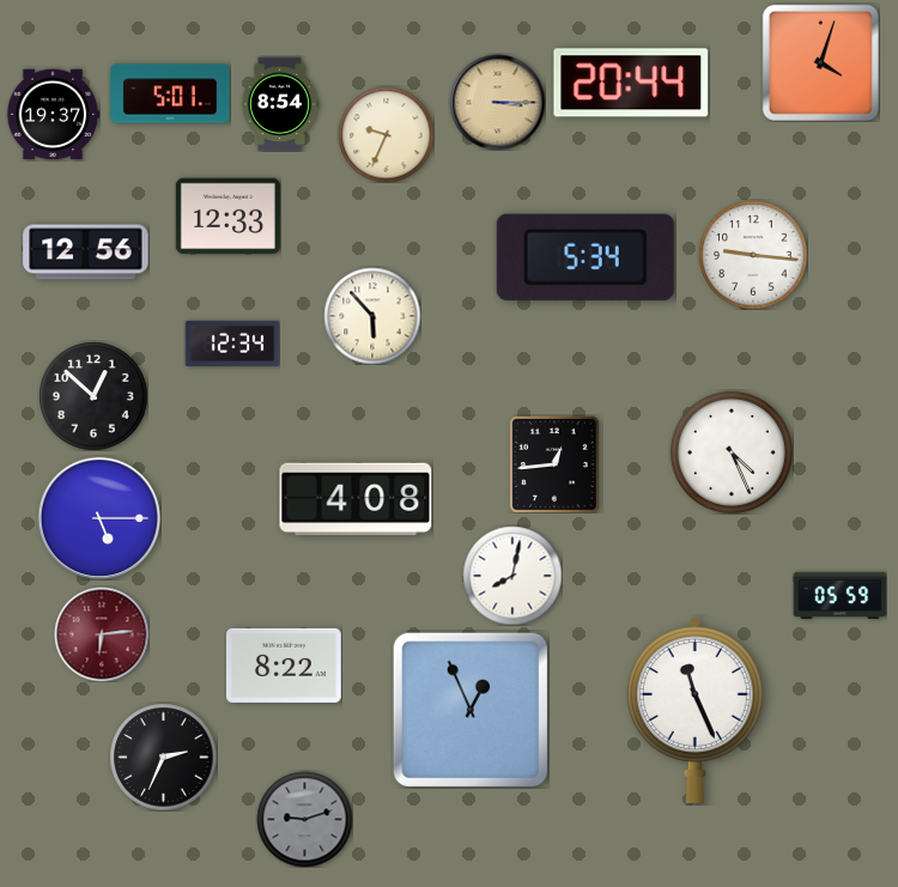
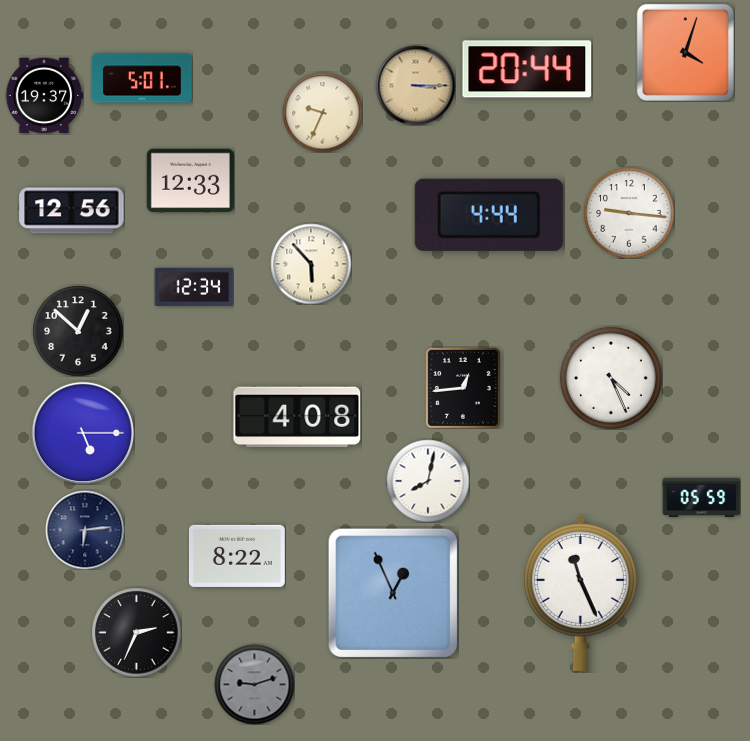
clock at (280, 104): 8:54 -> none
clock at (585, 257): 5:34 -> 4:44
clock at (102, 634) dial: burgundy -> navy
